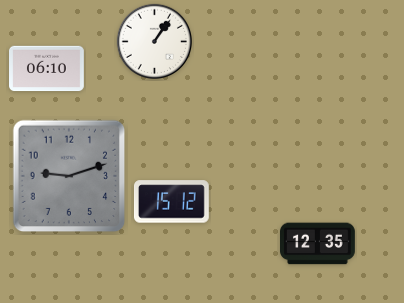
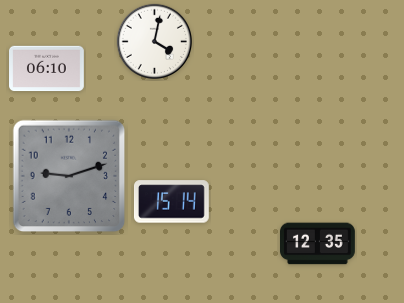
clock at (154, 41): 1:06 -> 4:02
clock at (171, 202): 15:12 -> 15:14
